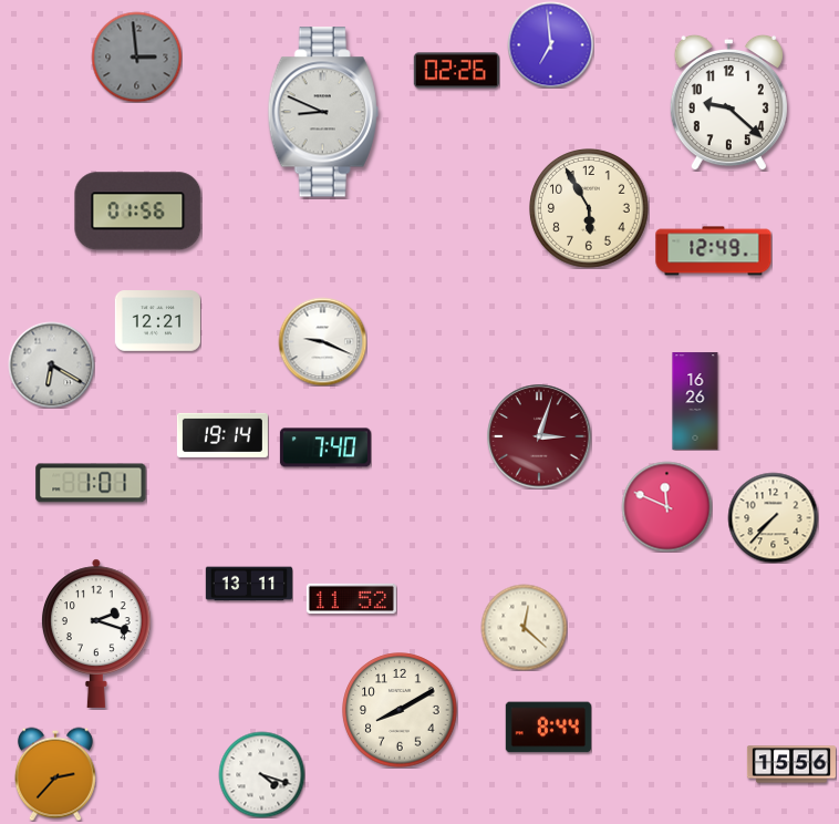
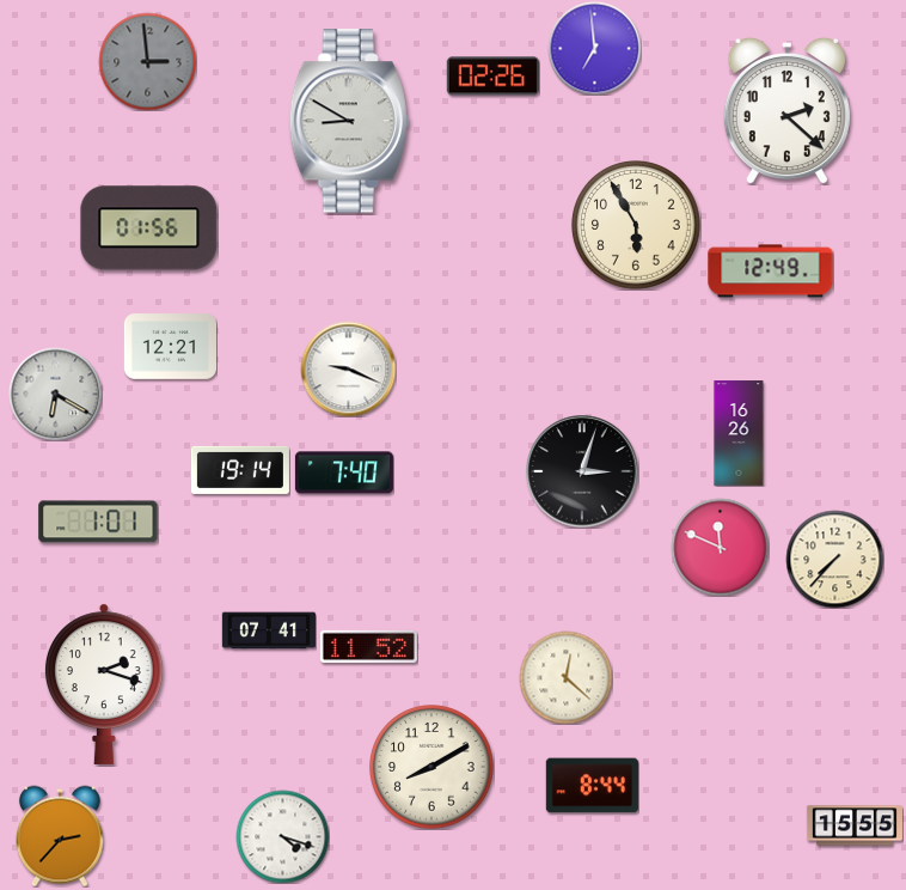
clock at (728, 102): 9:22 -> 2:22
clock at (323, 112): 8:49 -> 8:50
clock at (695, 401) position: (695, 401) -> (739, 433)
clock at (539, 436) dial: burgundy -> black
clock at (325, 447) position: (325, 447) -> (344, 473)
clock at (249, 584): 13:11 -> 07:41
clock at (351, 598) position: (351, 598) -> (368, 646)
clock at (791, 764): 15:56 -> 15:55
